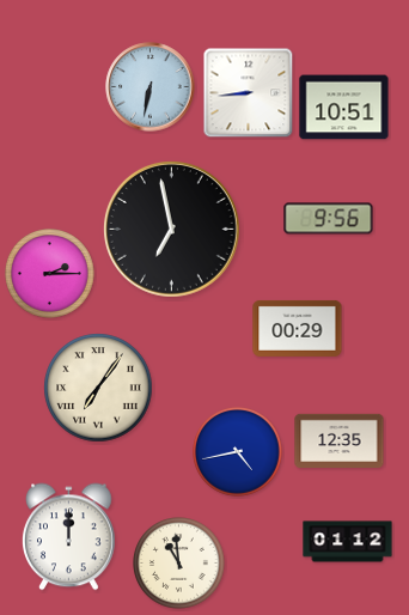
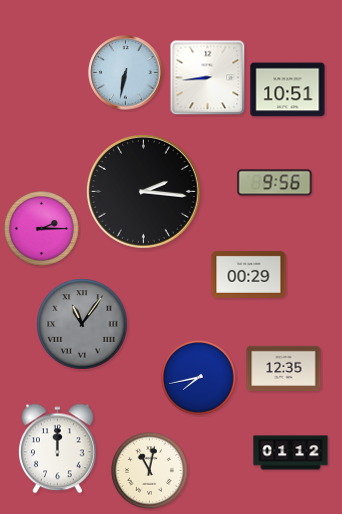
clock at (172, 230): 6:58 -> 2:16
clock at (98, 388): 7:06 -> 11:06
clock at (98, 388) dial: cream -> grey
clock at (238, 452): 4:43 -> 7:43
clock at (179, 564): 10:59 -> 11:02
